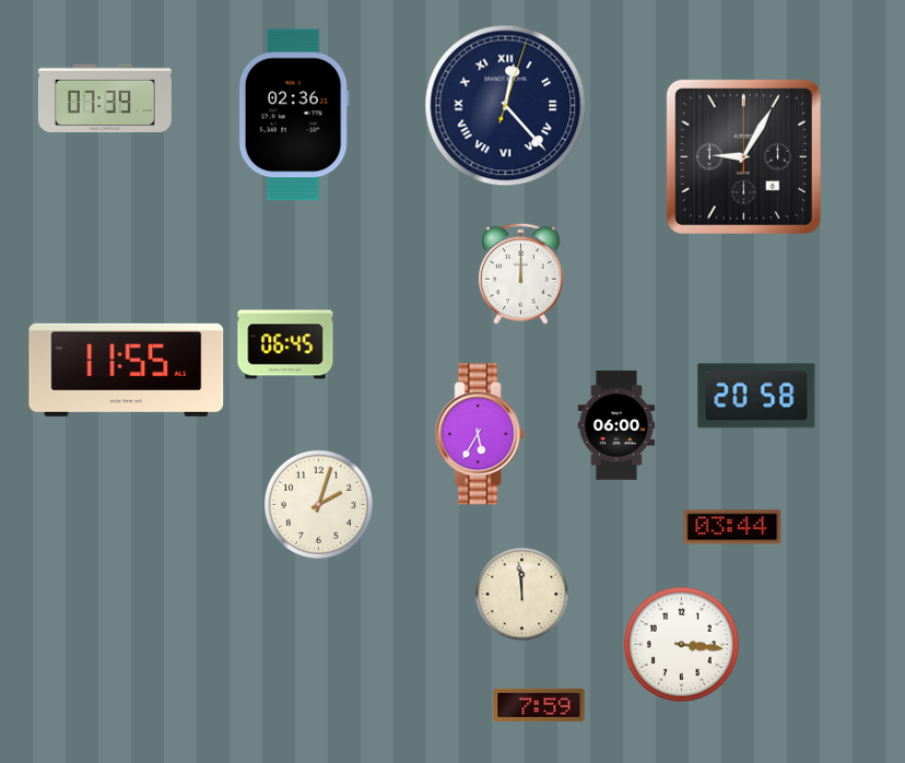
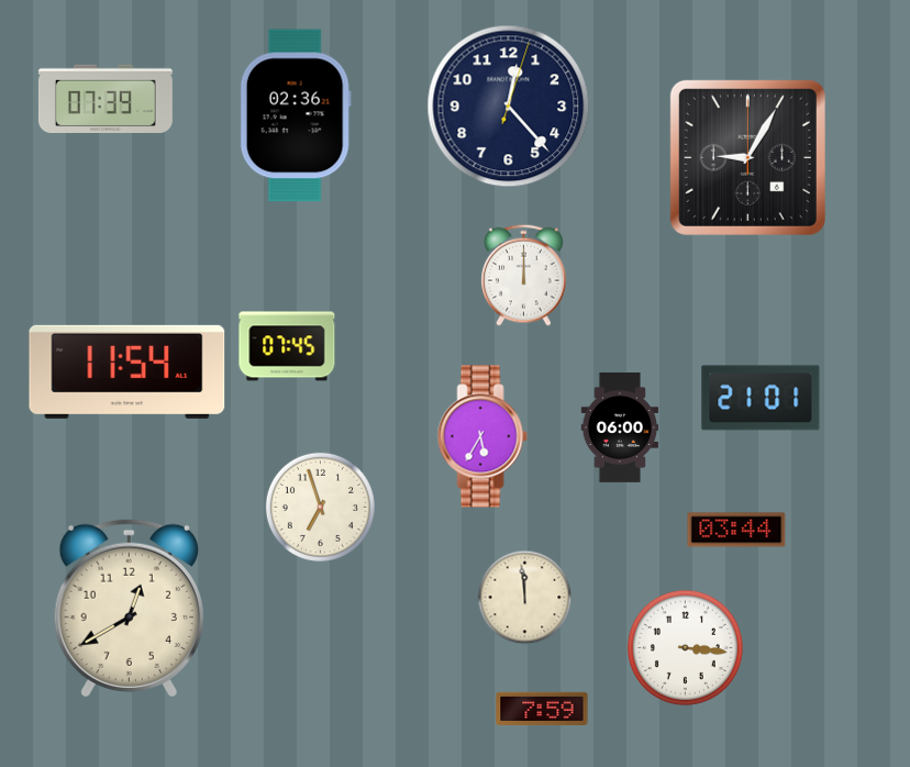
clock at (506, 106) numerals: Roman -> Arabic
clock at (285, 344): 06:45 -> 07:45
clock at (127, 369): 11:55 -> 11:54
clock at (756, 396): 20:58 -> 21:01
clock at (318, 504): 2:03 -> 6:57
clock at (129, 608): none -> 12:40
